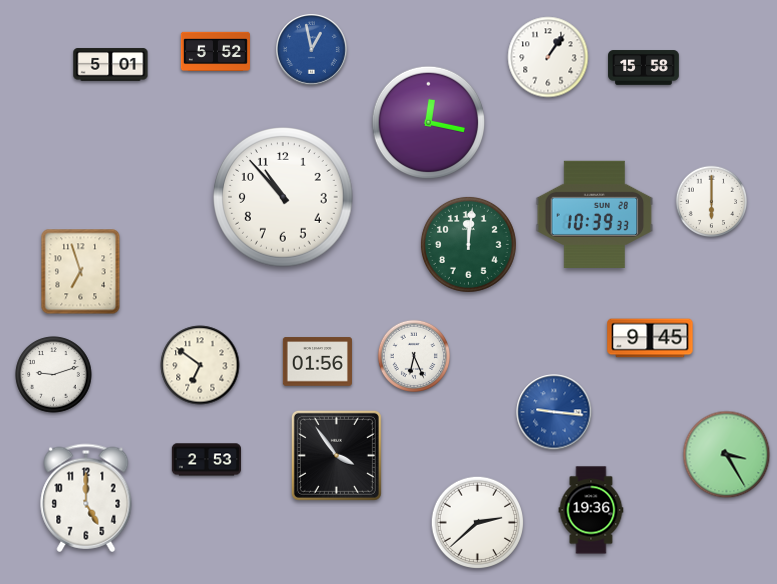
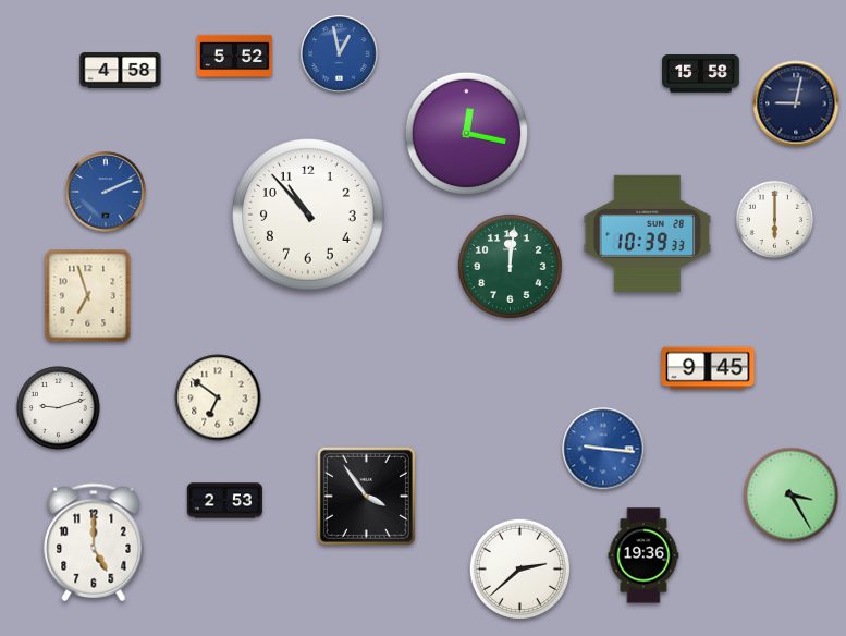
clock at (548, 57): 1:06 -> none
clock at (111, 65): 5:01 -> 4:58
clock at (796, 103): none -> 9:02
clock at (106, 192): none -> 2:11
clock at (413, 355): 6:26 -> none
clock at (317, 362): 01:56 -> none
